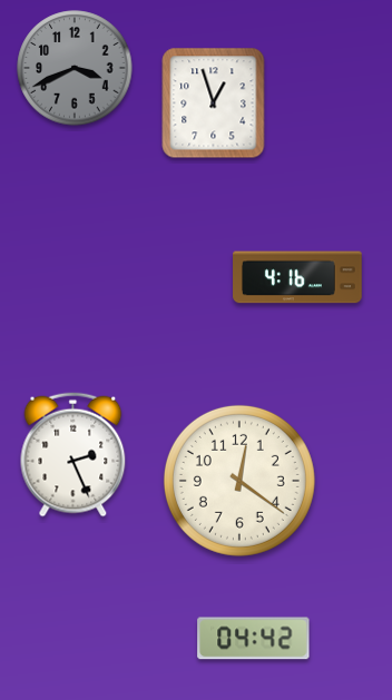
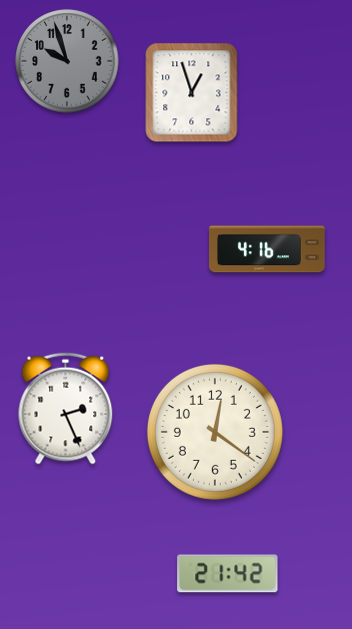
clock at (75, 68): 3:41 -> 9:57
clock at (254, 639): 04:42 -> 21:42
